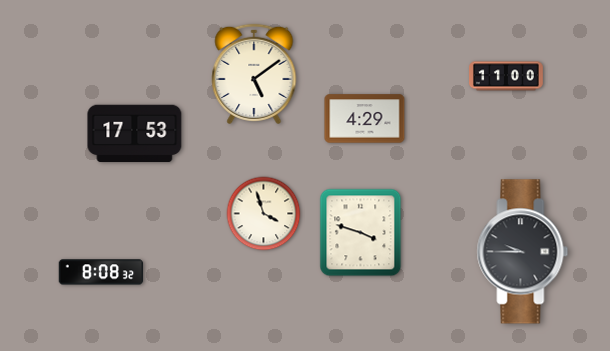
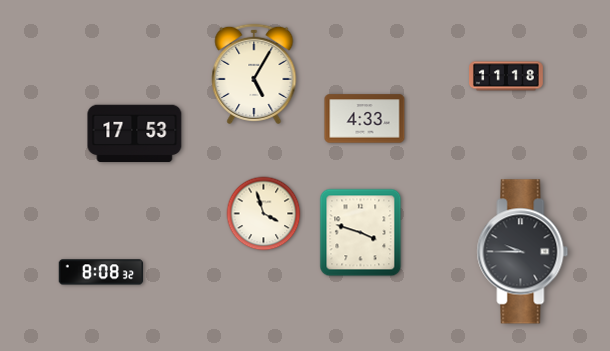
clock at (254, 73): 5:09 -> 5:05
clock at (507, 76): 11:00 -> 11:18
clock at (365, 119): 4:29 -> 4:33
